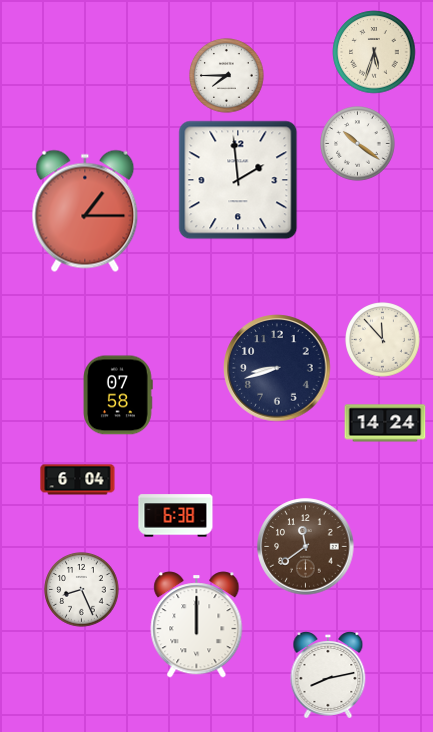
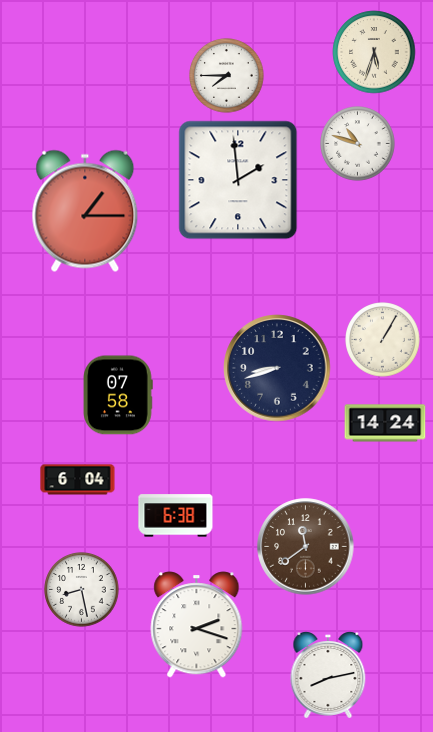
clock at (358, 144): 10:21 -> 10:48
clock at (383, 340): 11:53 -> 1:05
clock at (82, 590): 8:26 -> 8:28
clock at (197, 625): 12:00 -> 2:18
